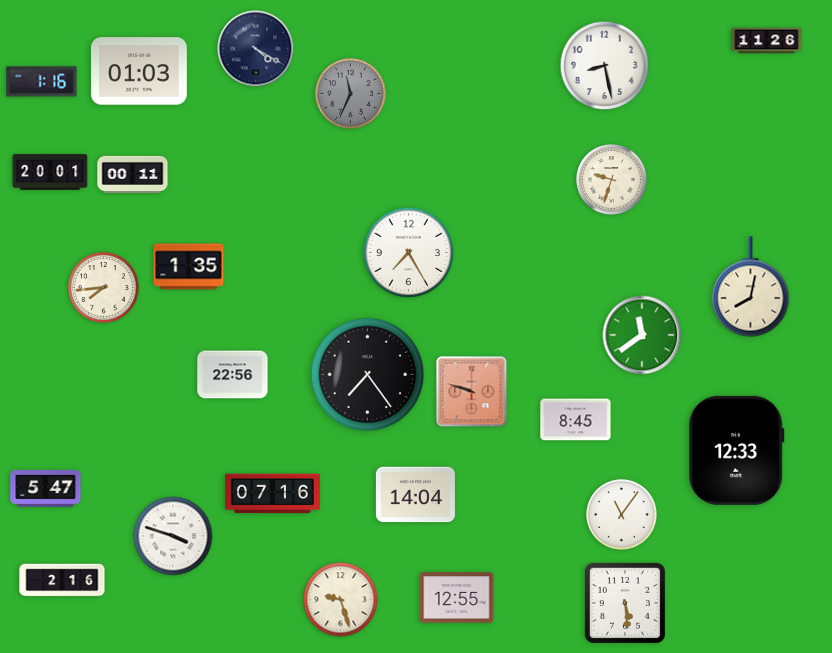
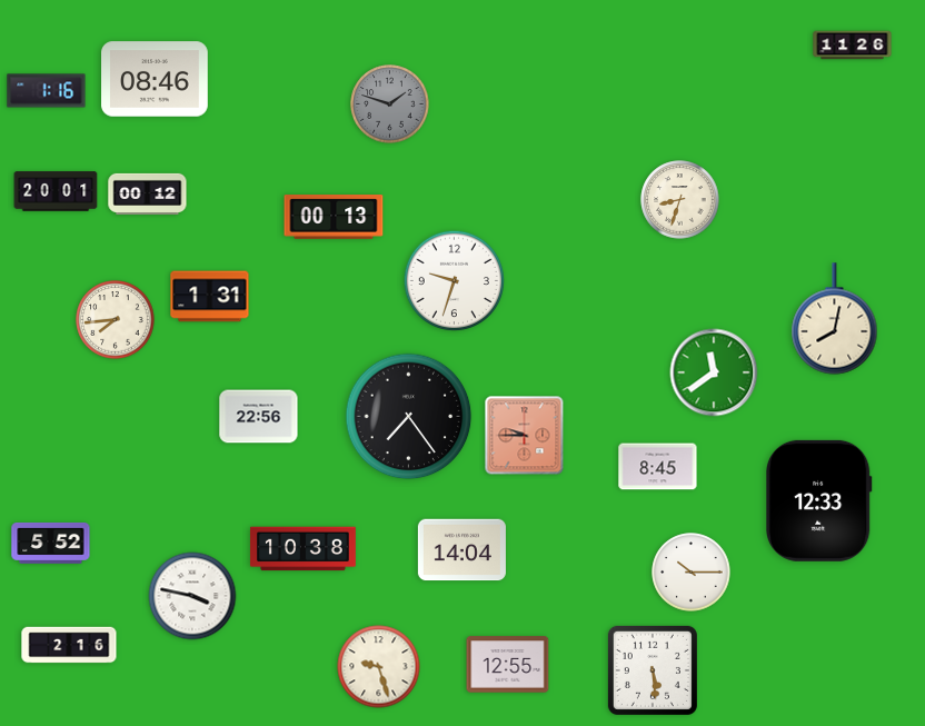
clock at (256, 49): 4:20 -> none
clock at (605, 66): 8:28 -> none
clock at (139, 71): 01:03 -> 08:46
clock at (351, 94): 11:34 -> 1:48
clock at (133, 174): 00:11 -> 00:12
clock at (612, 180): 9:33 -> 8:33
clock at (334, 217): none -> 00:13
clock at (408, 252): 7:25 -> 9:33
clock at (189, 267): 1:35 -> 1:31
clock at (472, 392): 9:48 -> 9:45
clock at (576, 420) position: (576, 420) -> (658, 467)
clock at (46, 488): 5:47 -> 5:52
clock at (272, 494): 07:16 -> 10:38
clock at (622, 515): 11:06 -> 10:15
clock at (173, 536): 3:48 -> 3:47
clock at (625, 603) position: (625, 603) -> (653, 670)
